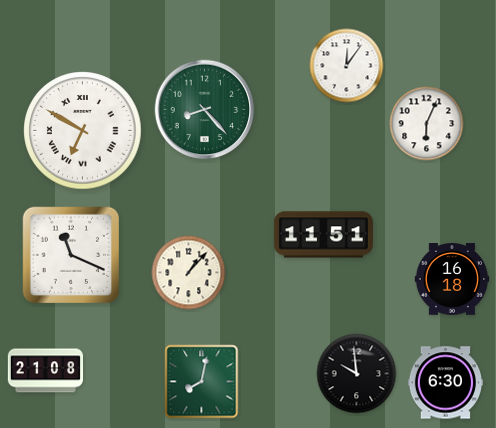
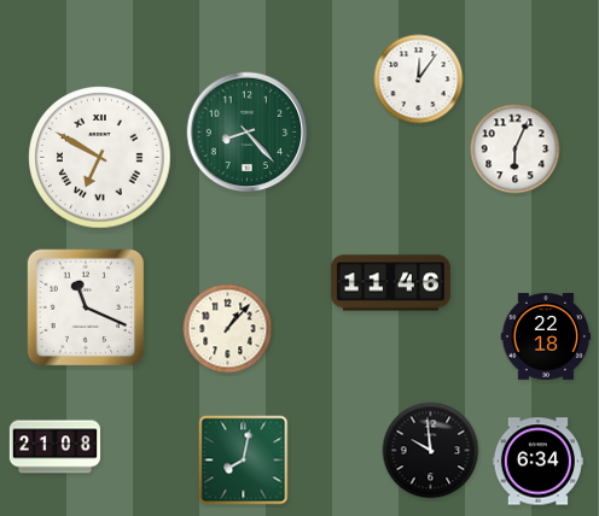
clock at (323, 235): 11:51 -> 11:46
clock at (452, 279): 16:18 -> 22:18
clock at (445, 383): 6:30 -> 6:34
